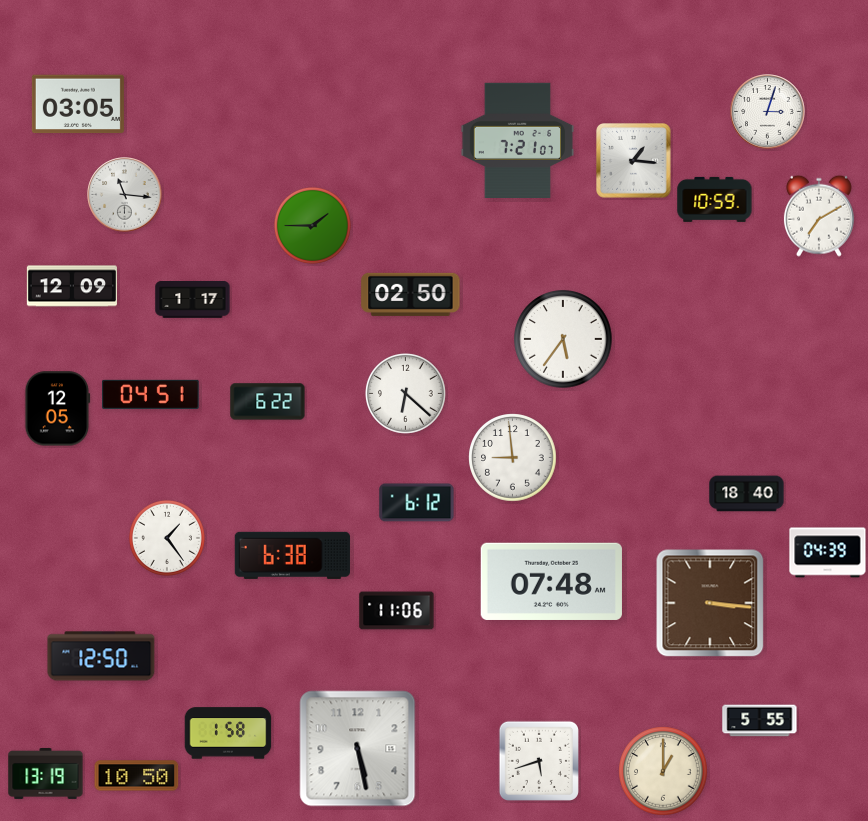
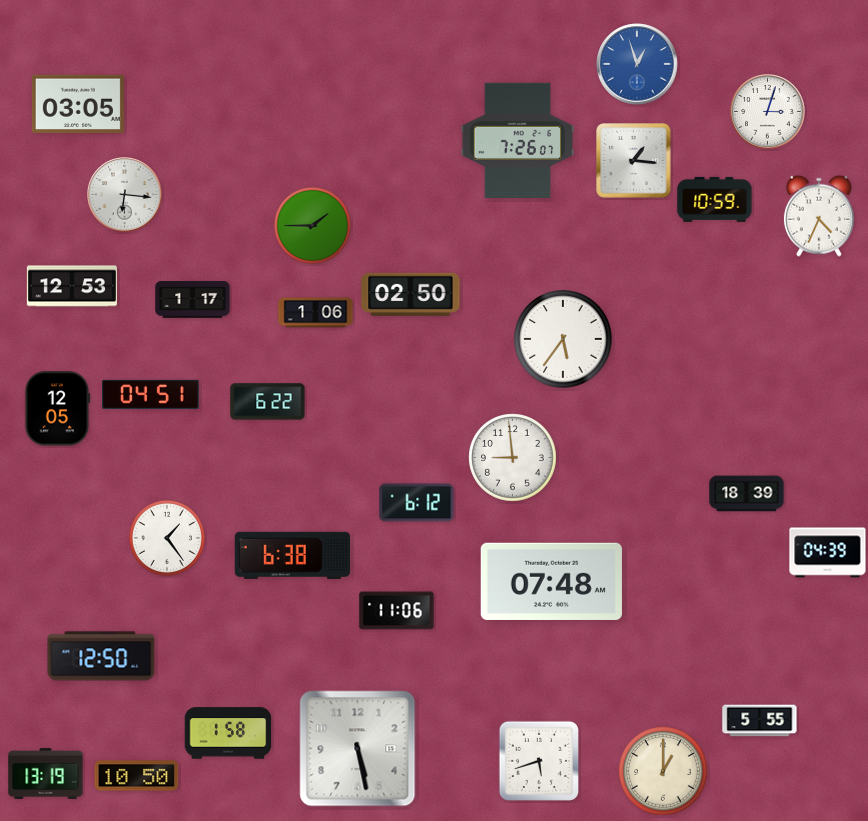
clock at (637, 64): none -> 12:57
clock at (518, 140): 7:21 -> 7:26
clock at (125, 195): 11:16 -> 6:16
clock at (819, 216): 7:10 -> 4:34
clock at (72, 286): 12:09 -> 12:53
clock at (316, 313): none -> 1:06
clock at (405, 393): 6:22 -> none
clock at (747, 494): 18:40 -> 18:39
clock at (710, 603): 3:16 -> none
